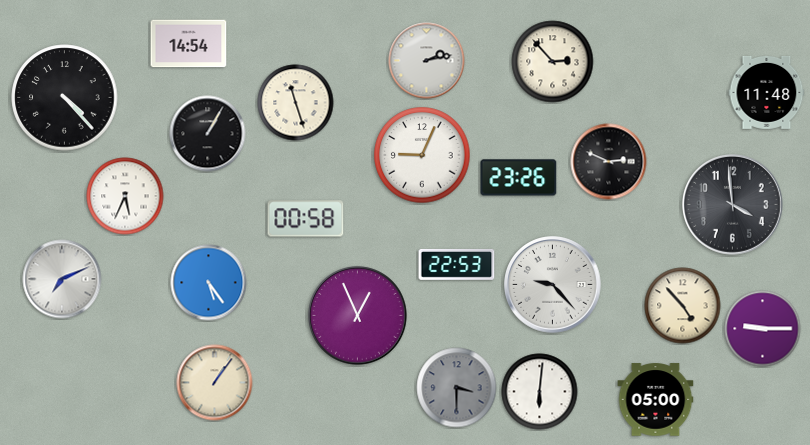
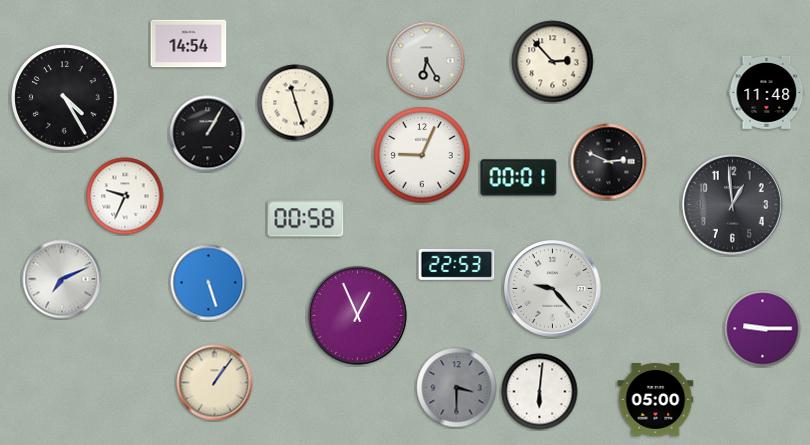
clock at (427, 61): 2:13 -> 6:25
clock at (65, 98): 4:23 -> 4:25
clock at (519, 178): 23:26 -> 00:01
clock at (125, 196): 5:34 -> 9:34
clock at (732, 204): 3:59 -> 12:59
clock at (209, 283): 5:24 -> 5:27
clock at (553, 285) position: (553, 285) -> (553, 289)
clock at (683, 306): 4:53 -> none
